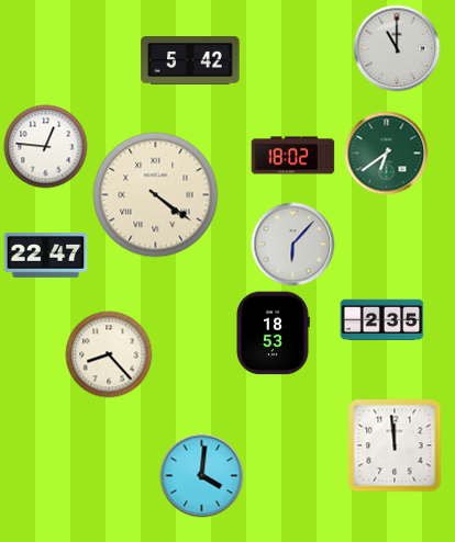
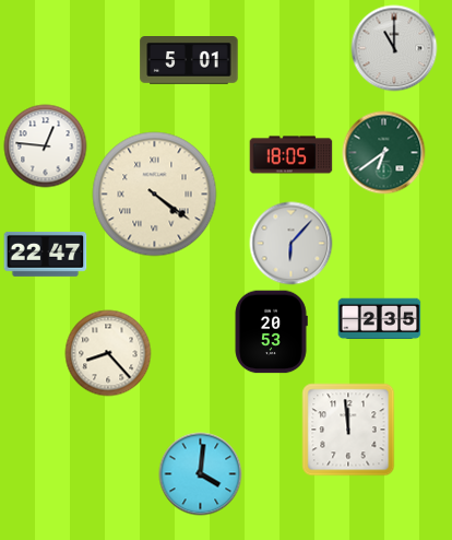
clock at (190, 61): 5:42 -> 5:01
clock at (293, 156): 18:02 -> 18:05
clock at (273, 334): 18:53 -> 20:53
clock at (395, 445) position: (395, 445) -> (348, 430)
